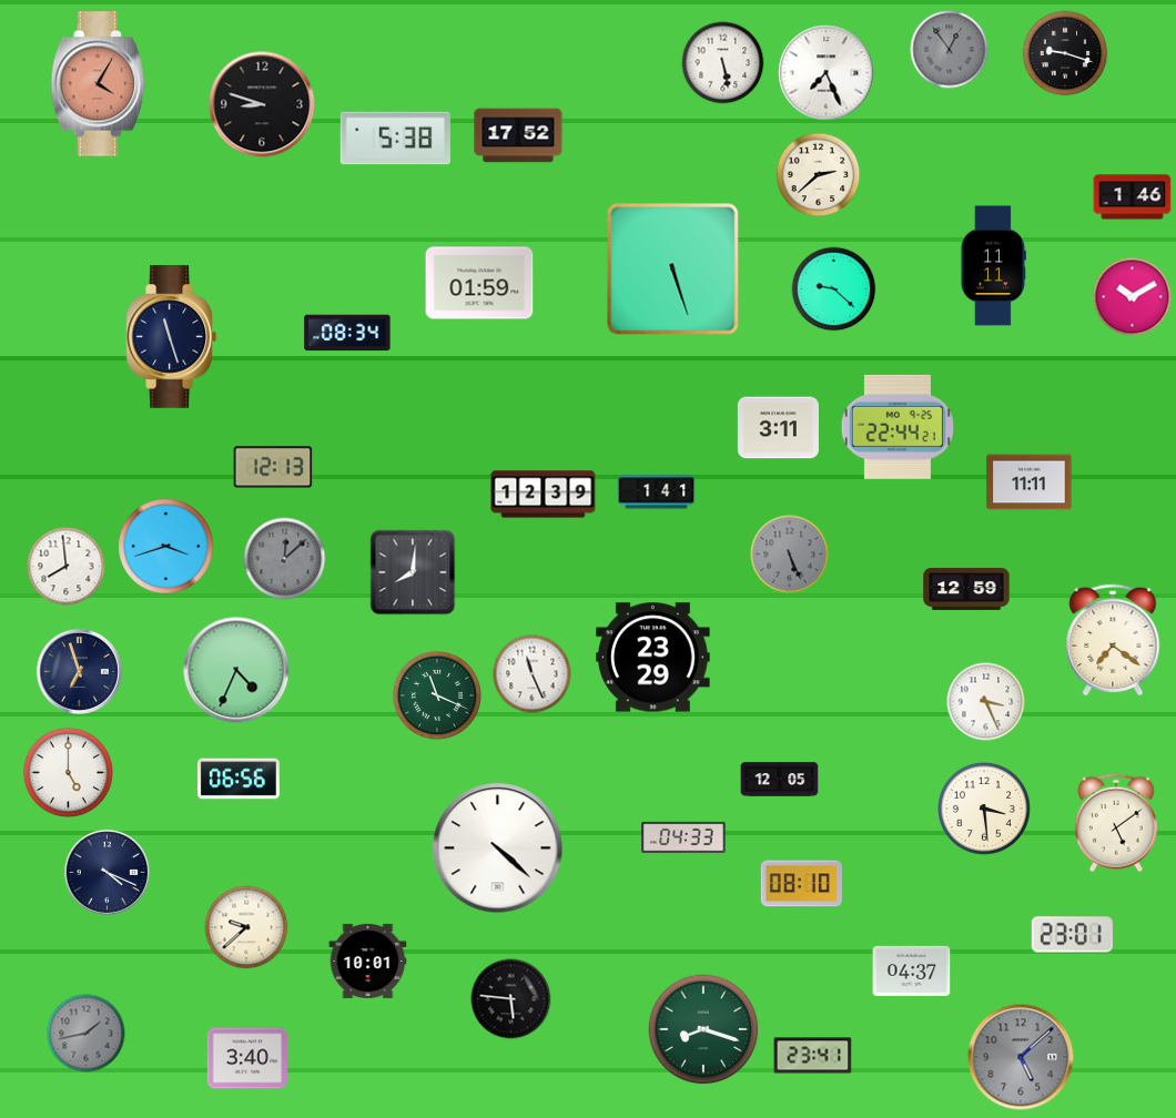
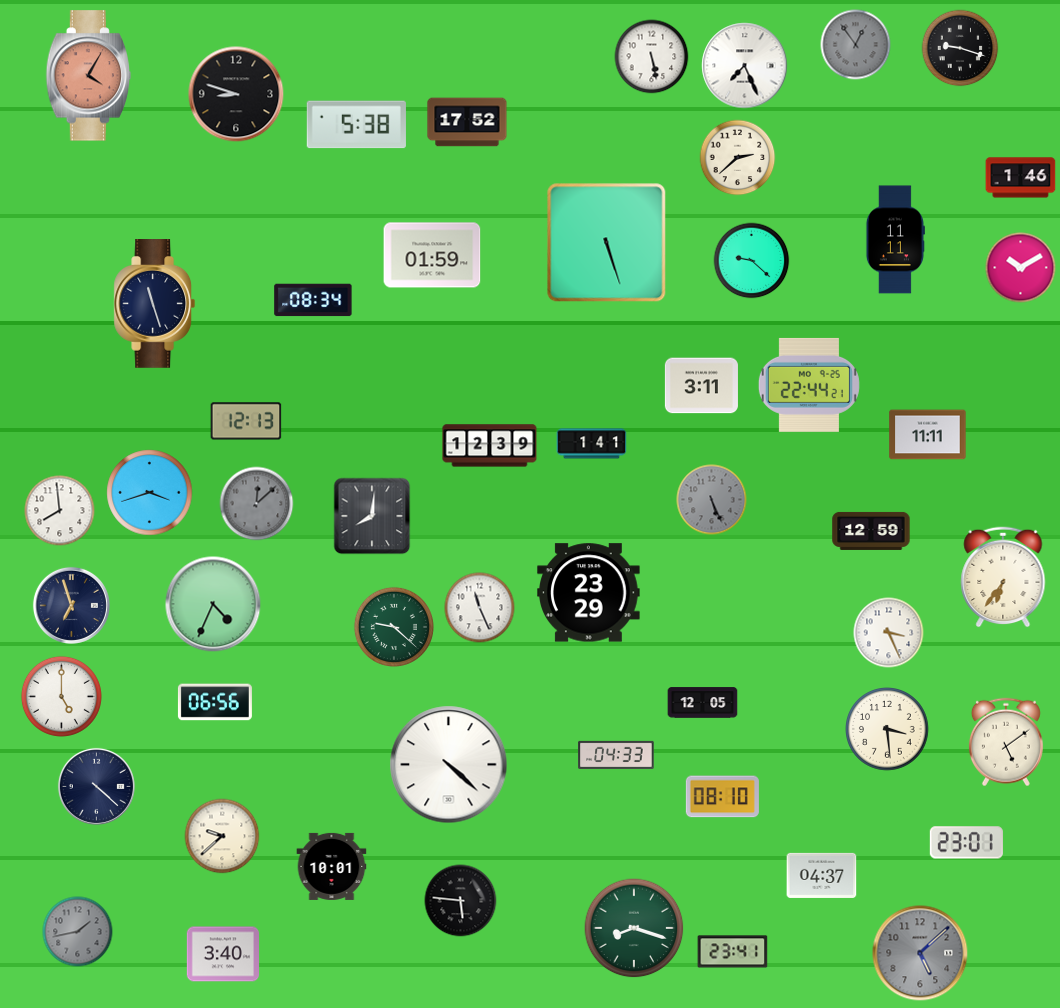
clock at (1113, 640): 7:21 -> 6:36
clock at (437, 695): 11:19 -> 9:22
clock at (107, 872): 4:19 -> 4:22
